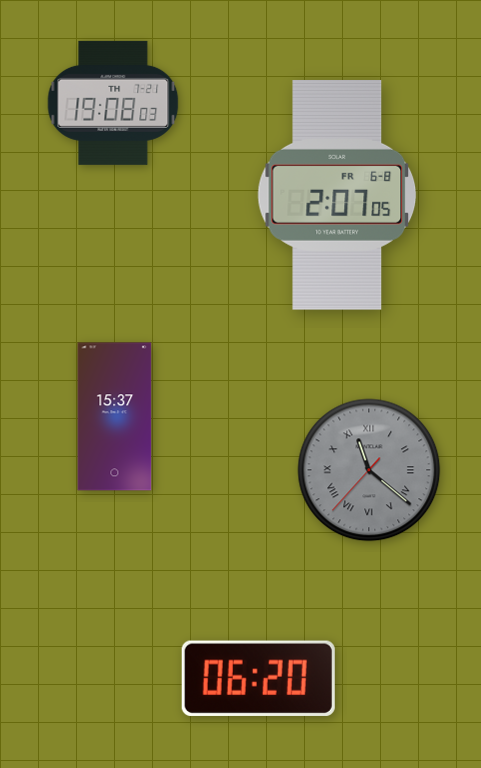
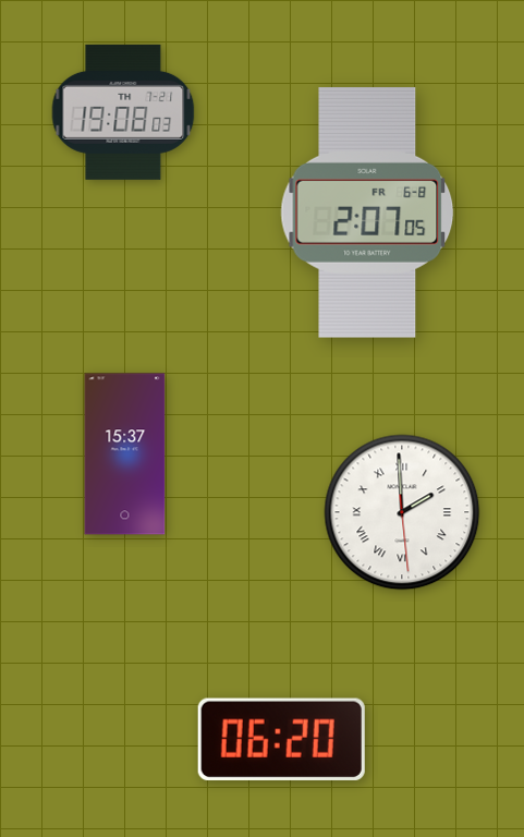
clock at (369, 470): 11:21 -> 1:59
clock at (369, 470) dial: grey -> white
